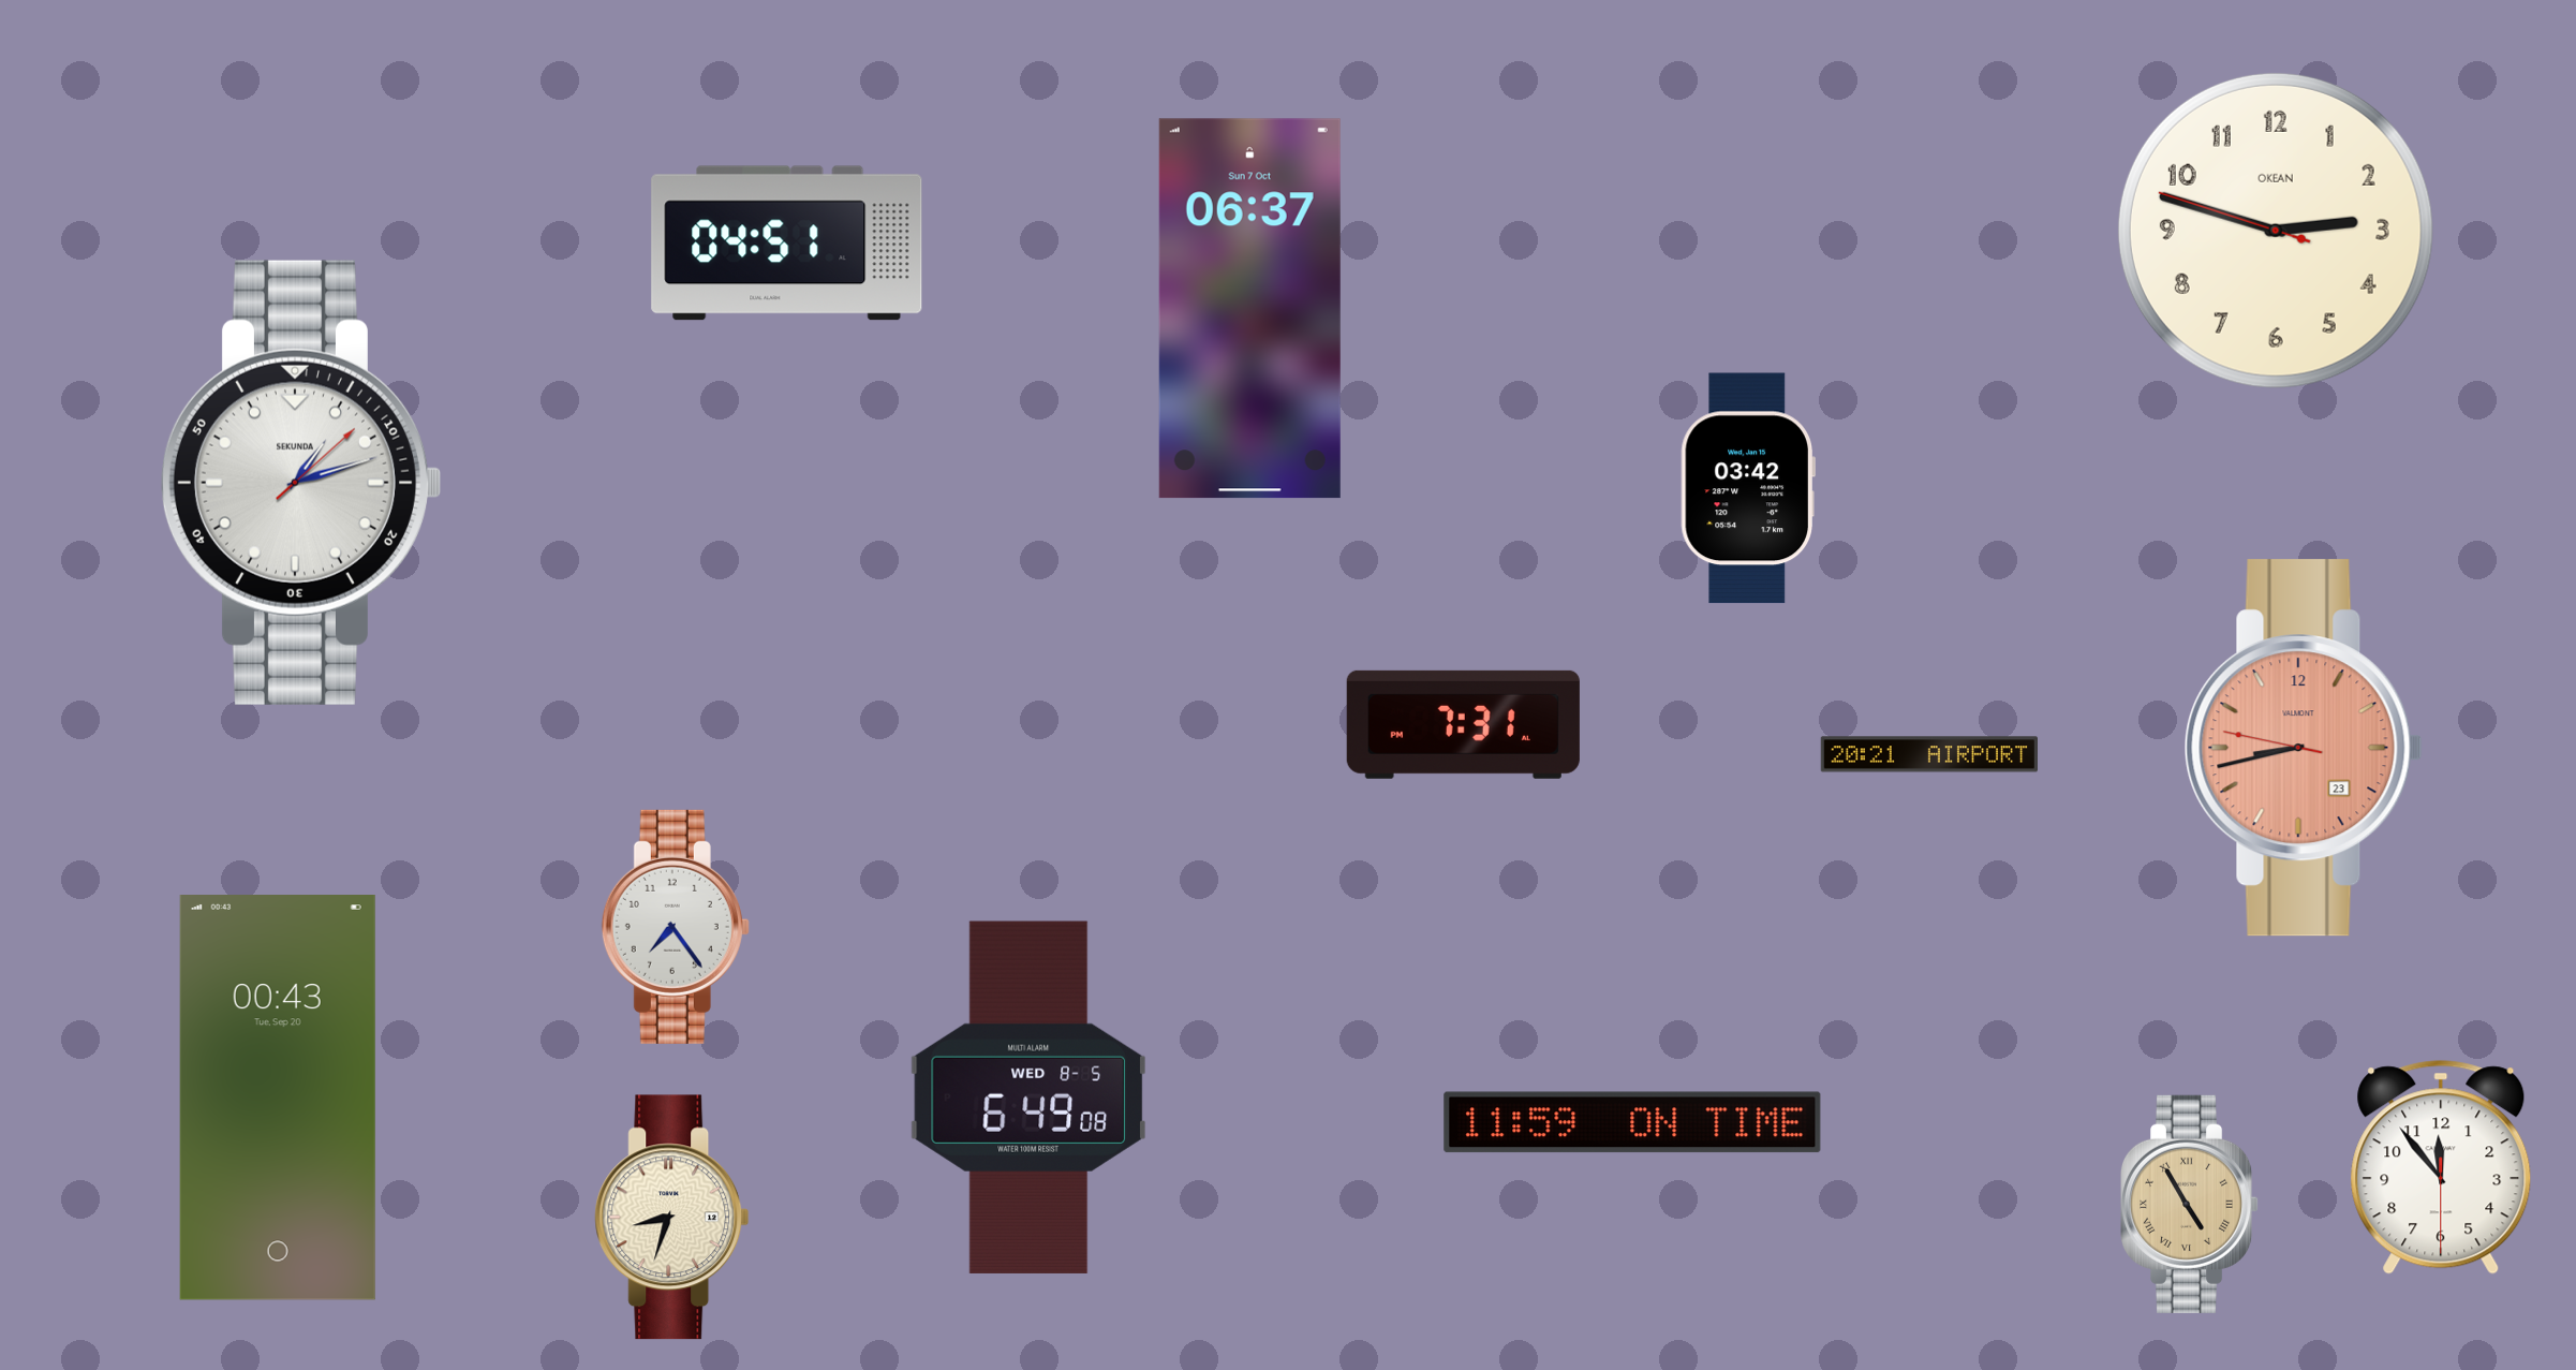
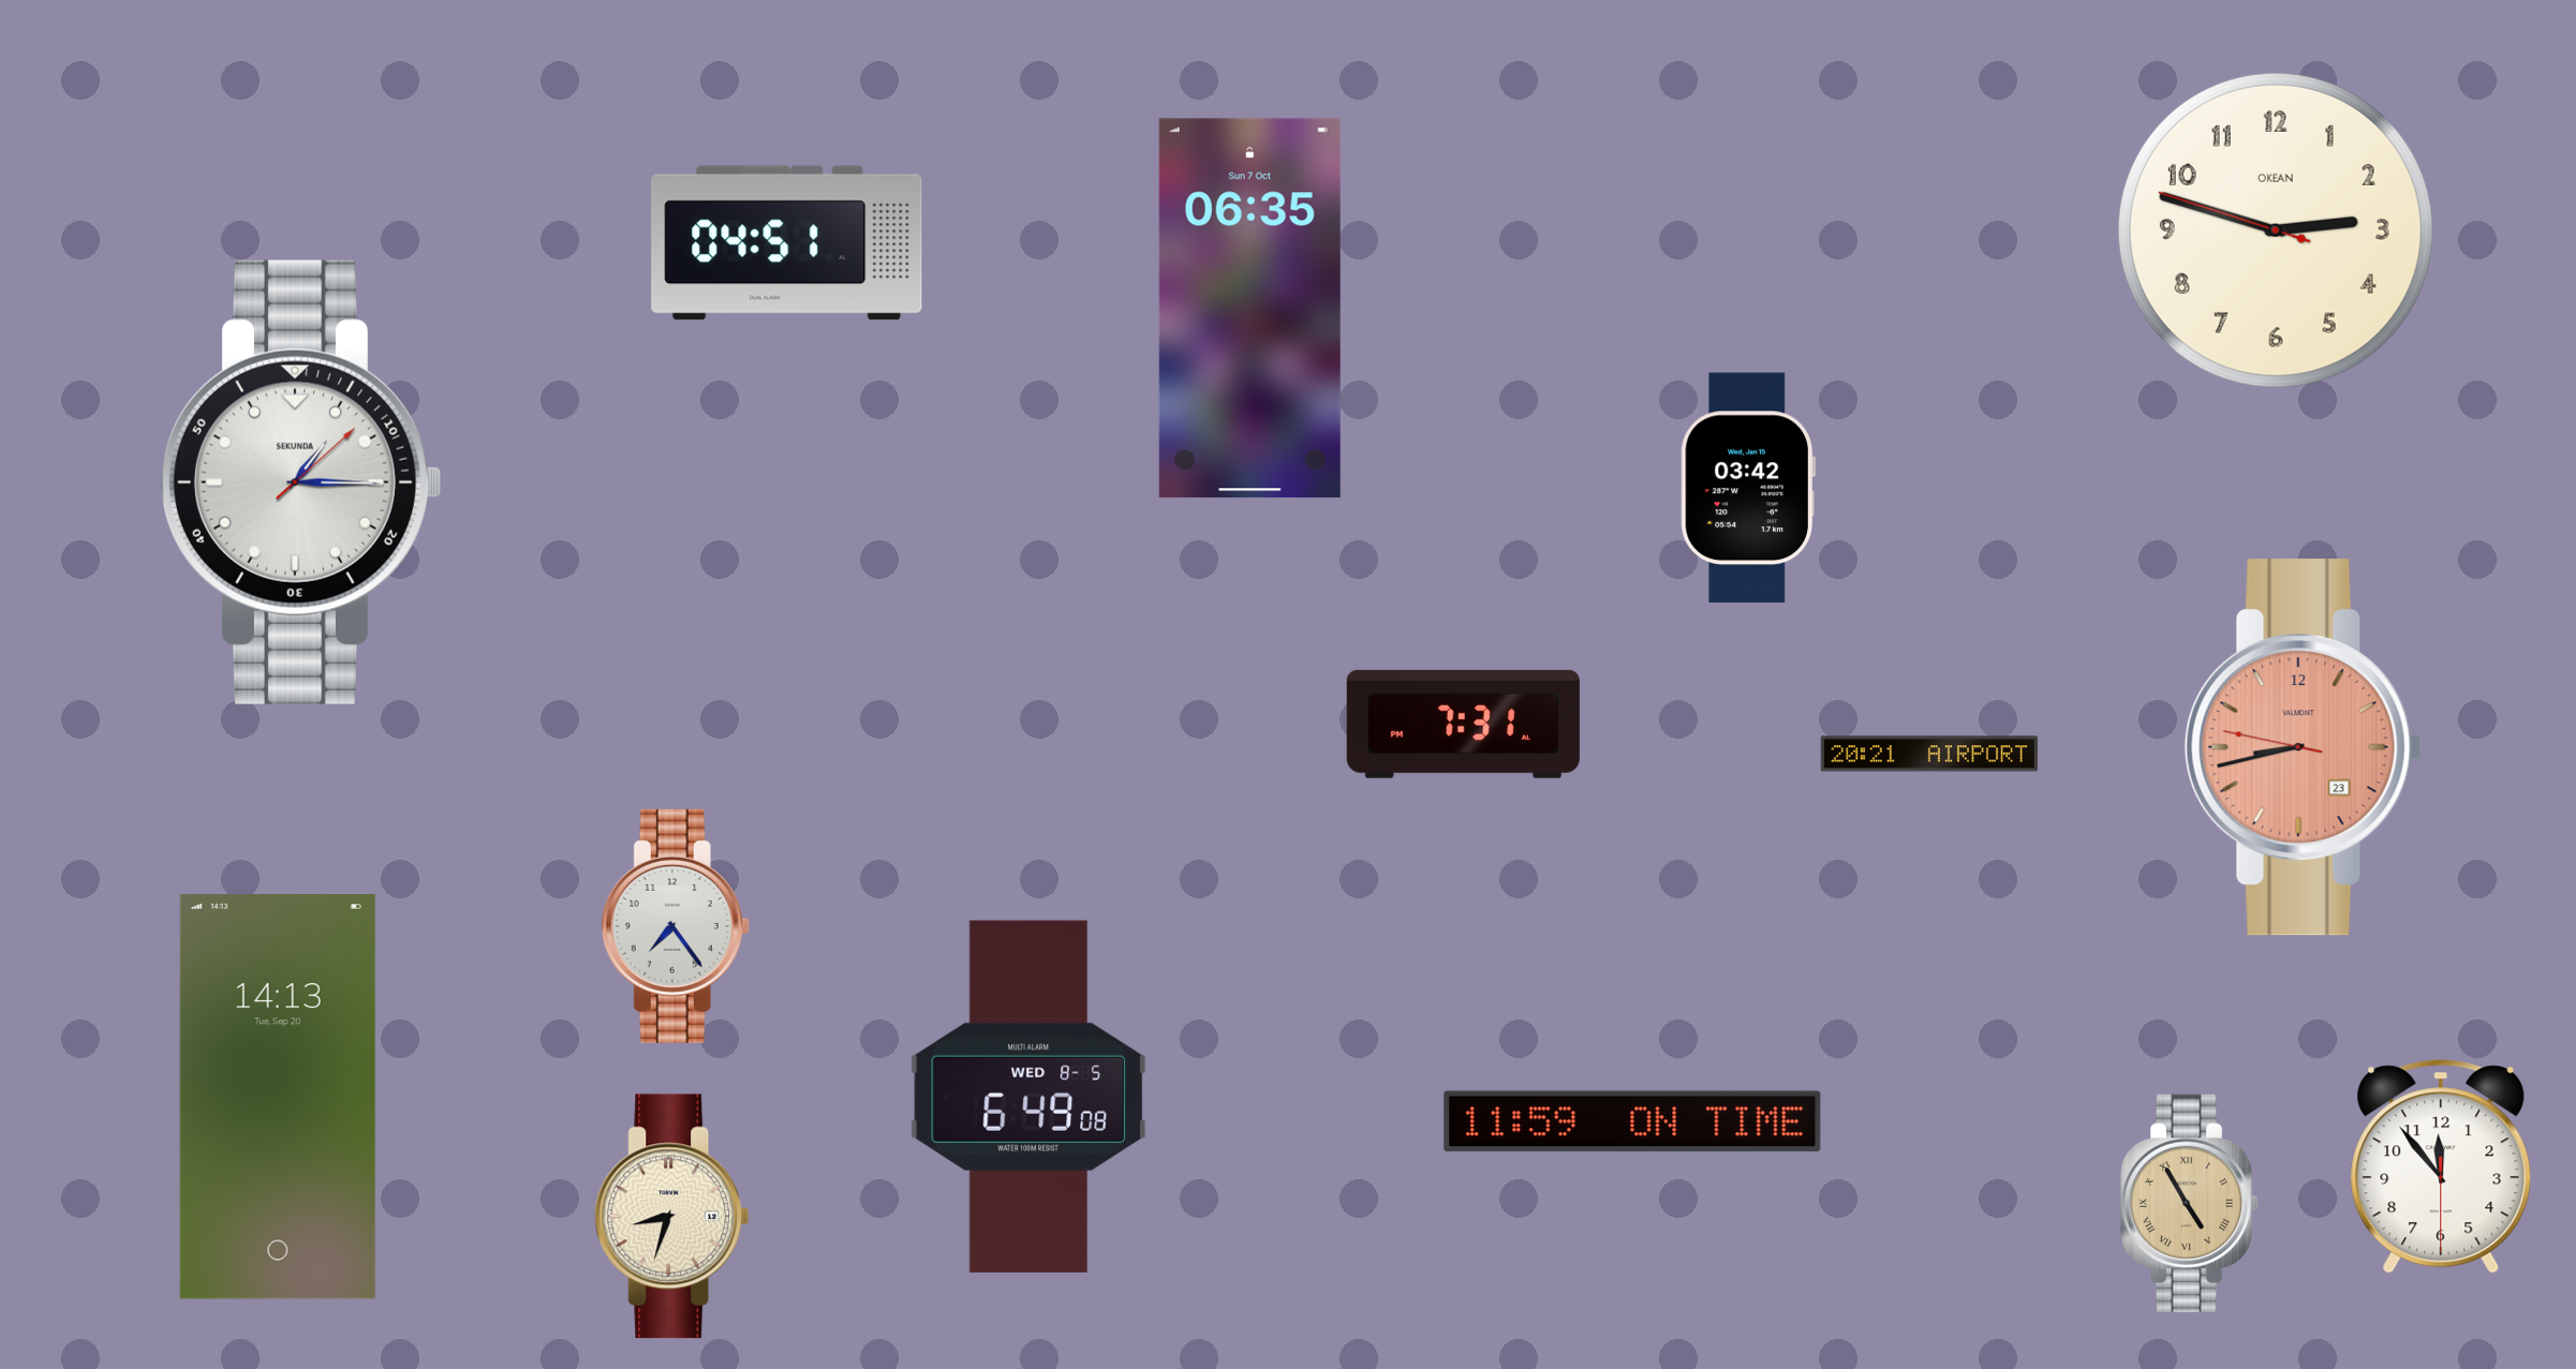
clock at (1249, 309): 06:37 -> 06:35
clock at (300, 483): 1:12 -> 1:15
clock at (278, 1099): 00:43 -> 14:13
